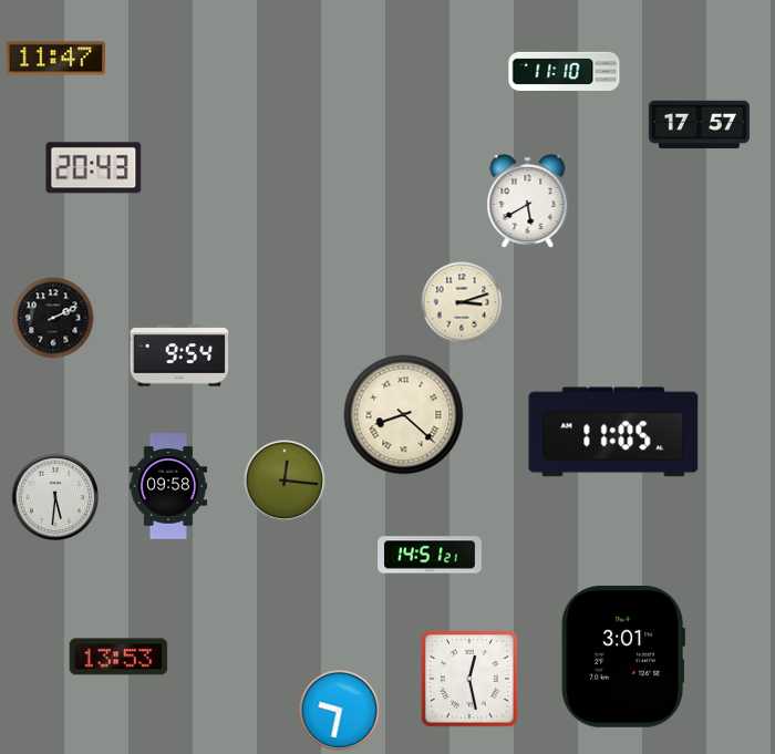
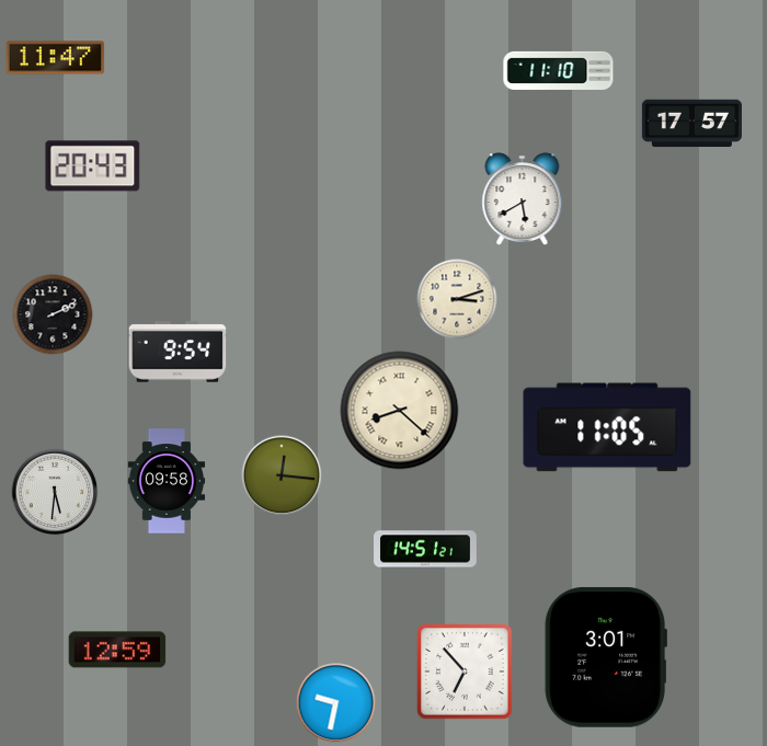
clock at (118, 657): 13:53 -> 12:59
clock at (623, 657) position: (623, 657) -> (606, 657)
clock at (469, 679): 12:28 -> 6:53
